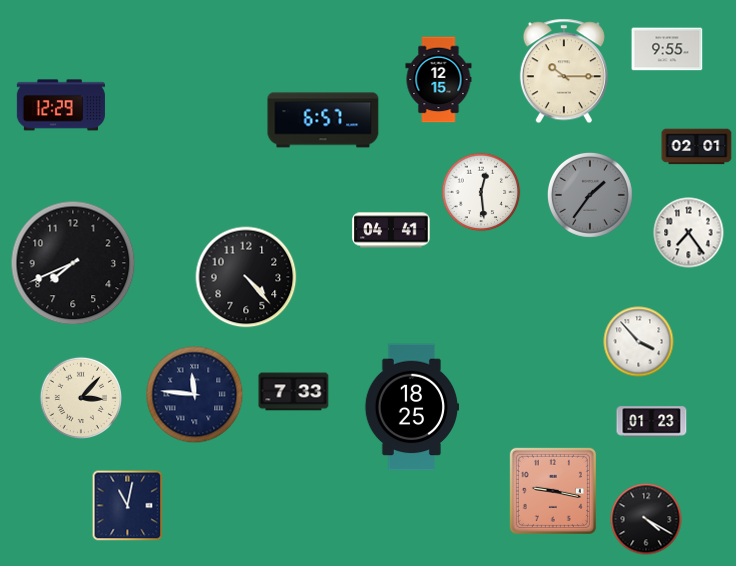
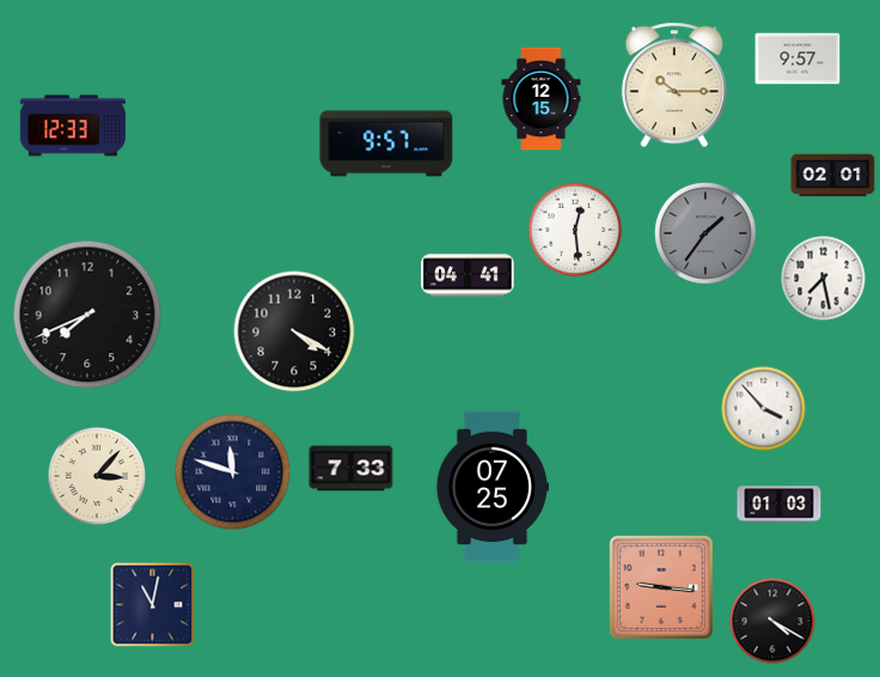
clock at (667, 49): 9:55 -> 9:57
clock at (439, 80) position: (439, 80) -> (542, 99)
clock at (61, 105): 12:29 -> 12:33
clock at (323, 120): 6:57 -> 9:57
clock at (689, 233): 7:24 -> 7:28
clock at (246, 277): 4:23 -> 4:20
clock at (195, 395): 11:46 -> 11:48
clock at (412, 407): 18:25 -> 07:25
clock at (652, 422): 01:23 -> 01:03
clock at (553, 491): 9:17 -> 9:16
